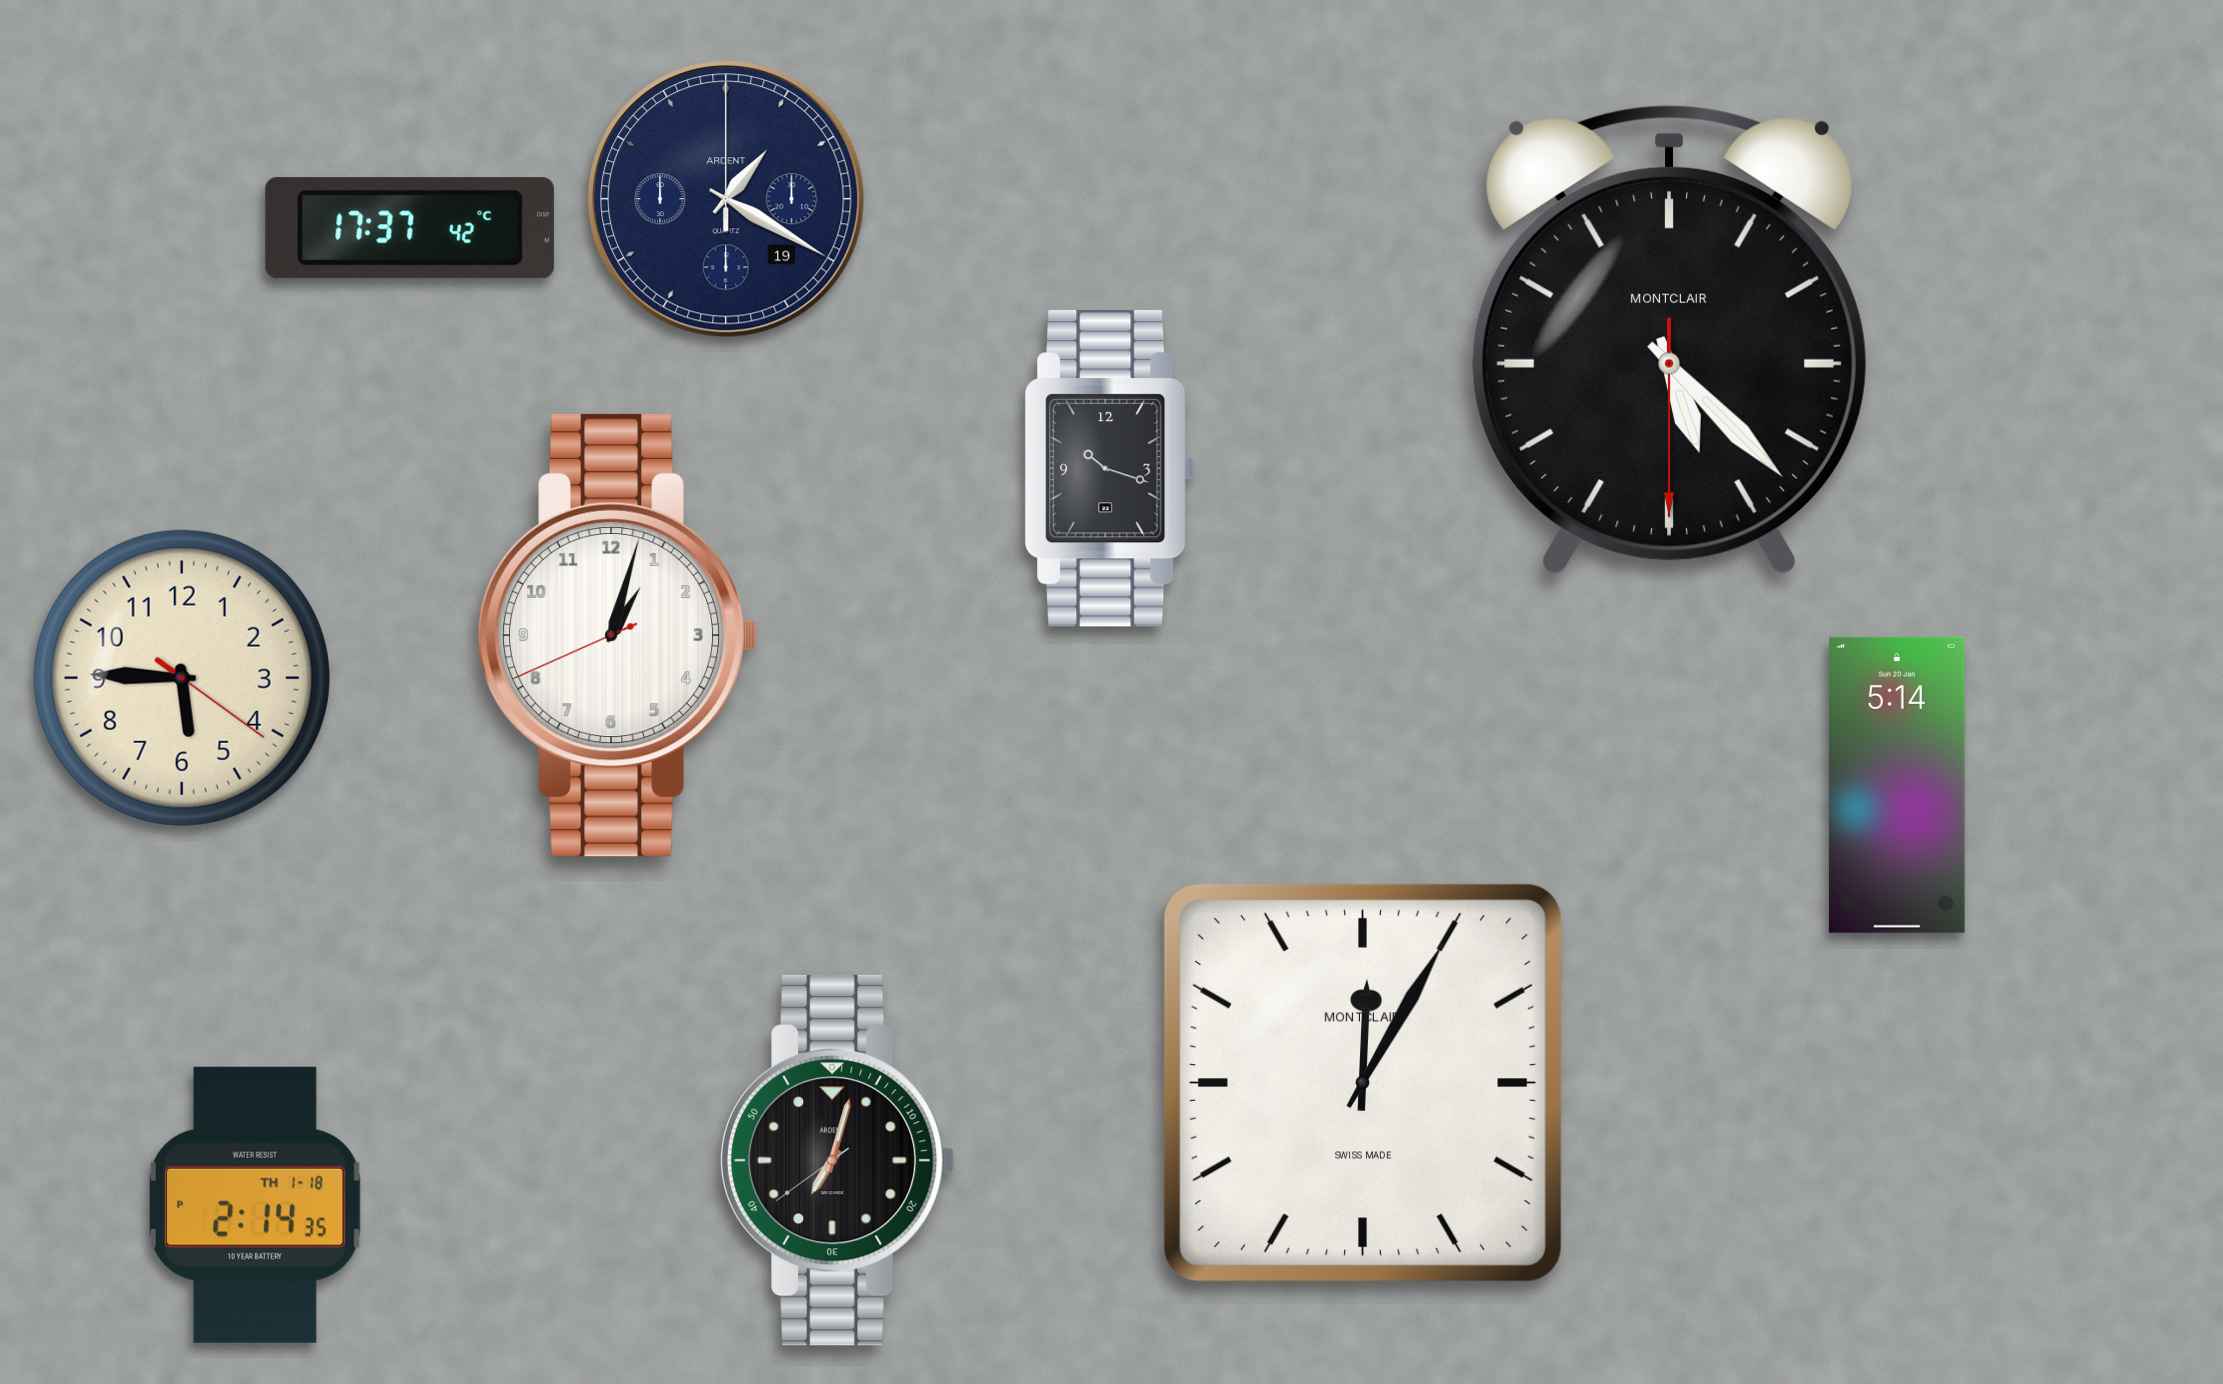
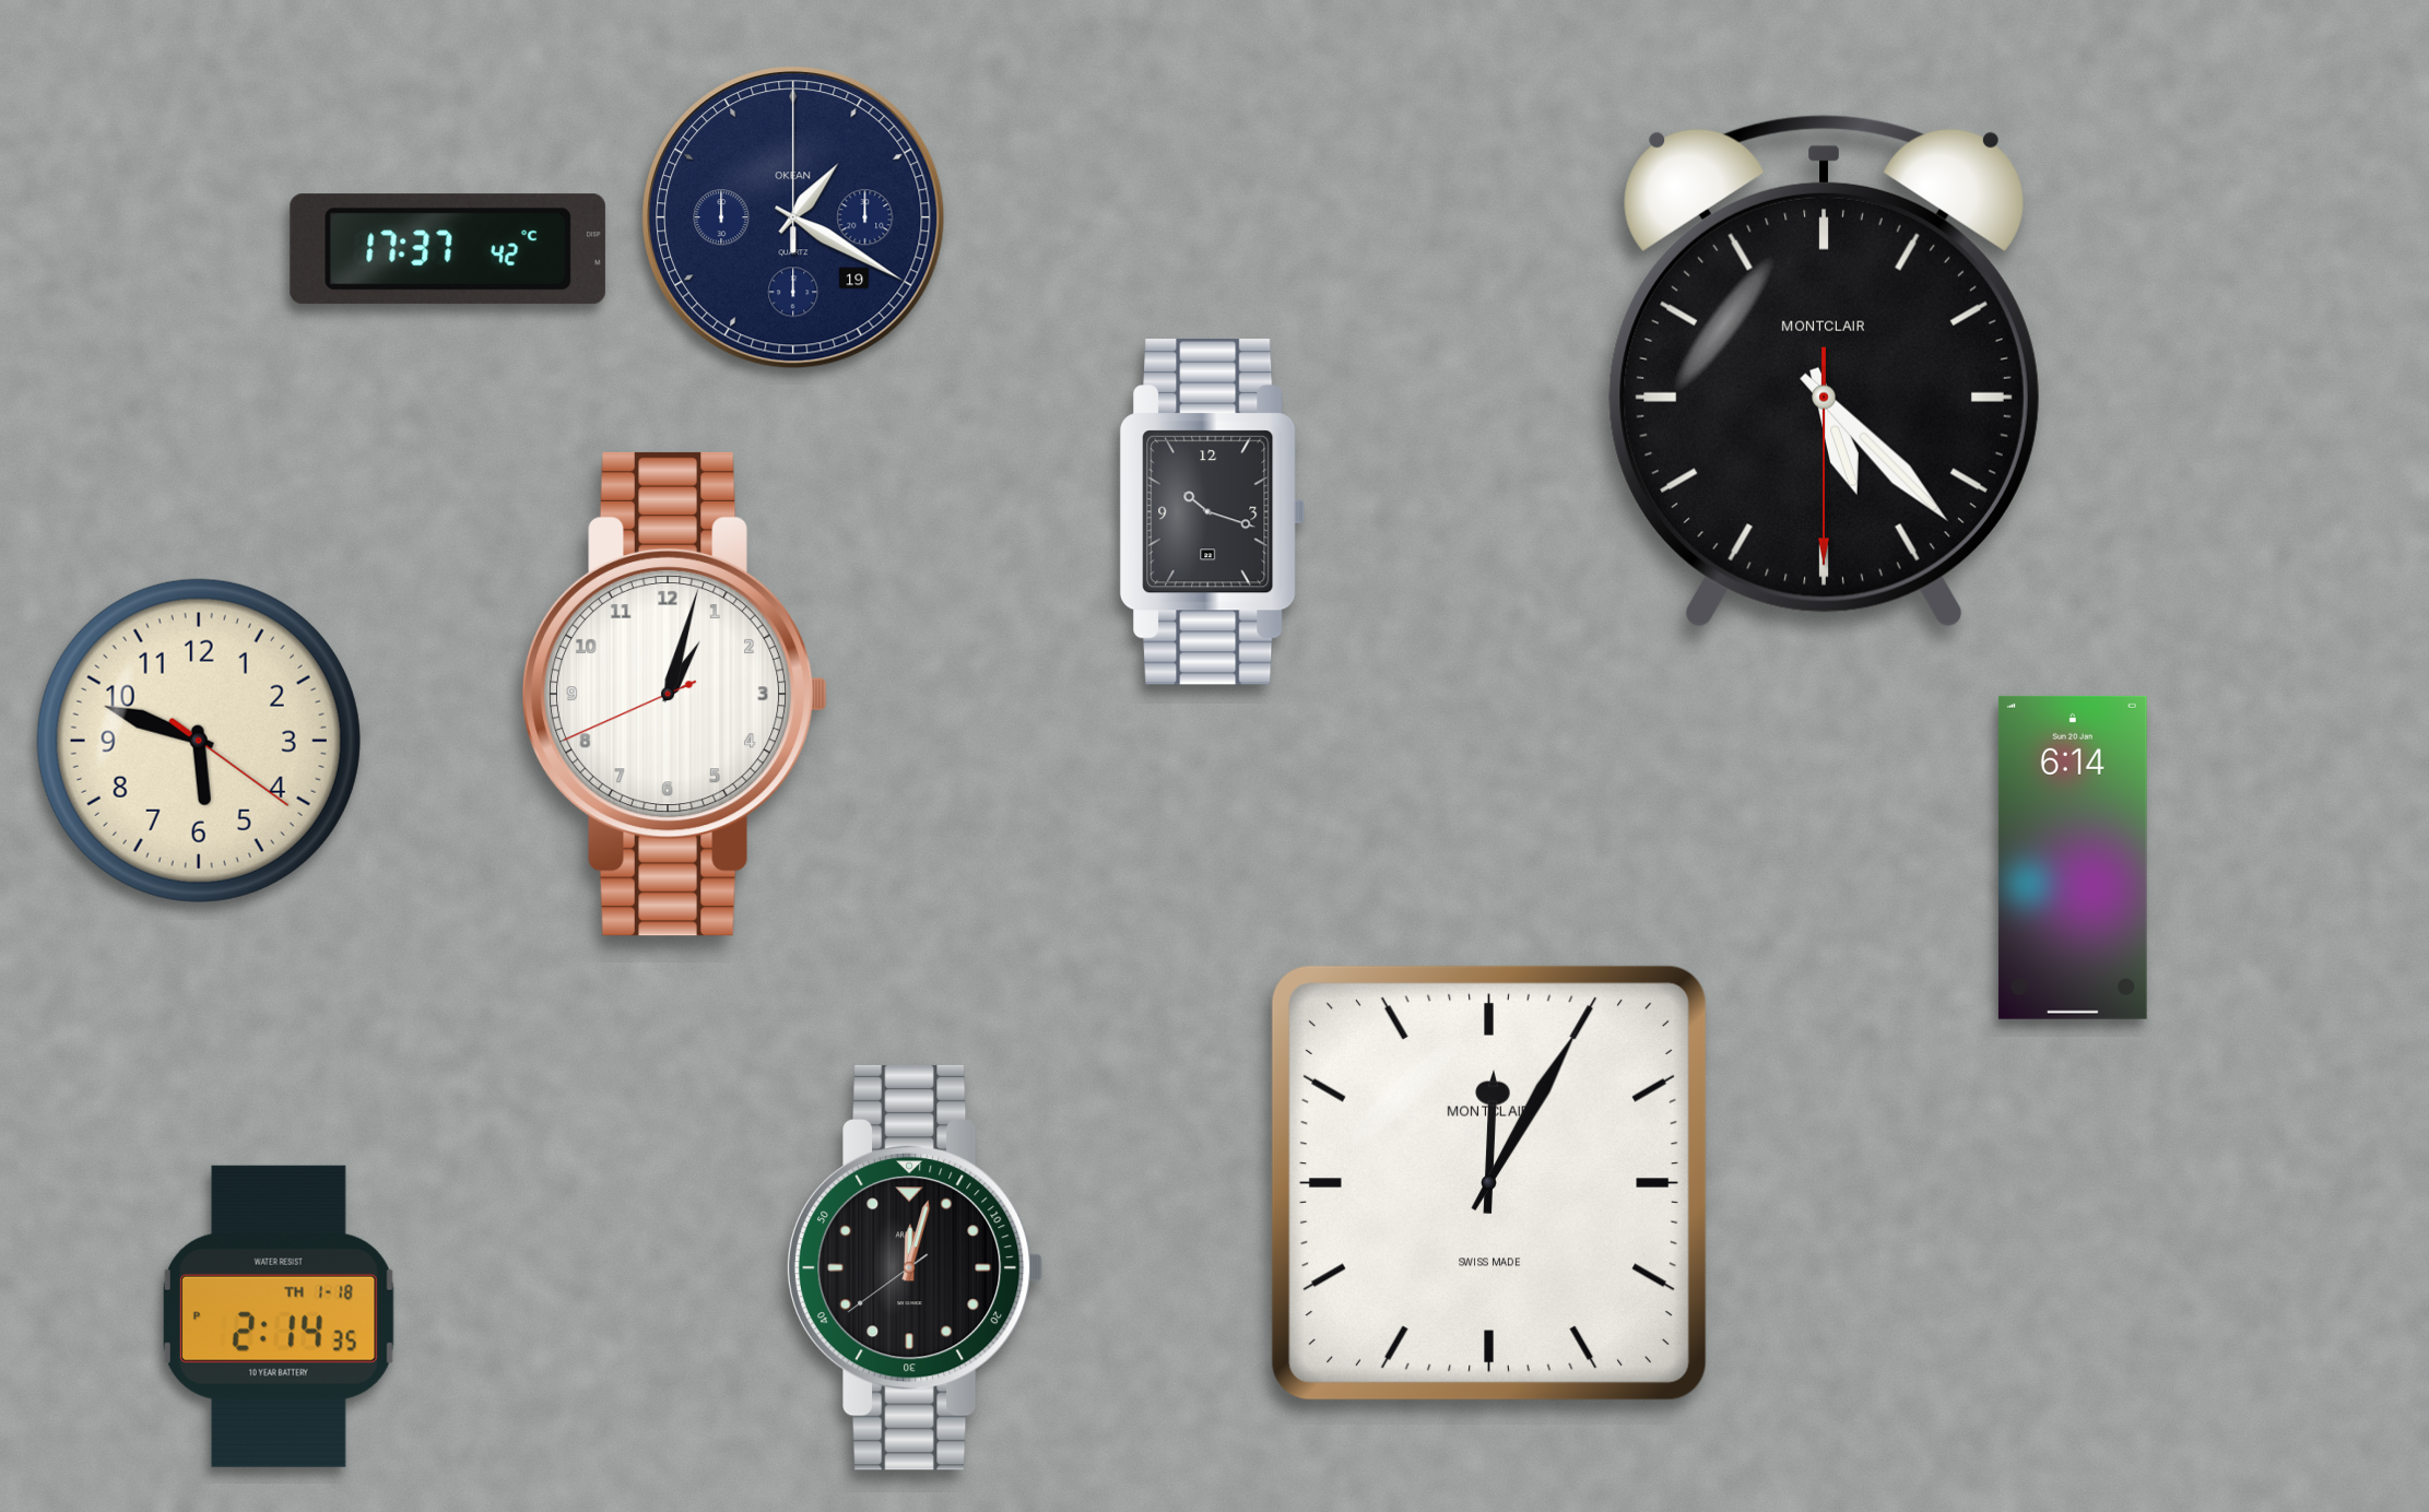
clock at (726, 199) brand: ARDENT -> OKEAN
clock at (182, 678): 5:45 -> 5:48
clock at (1897, 785): 5:14 -> 6:14
clock at (837, 1160): 7:02 -> 12:02
